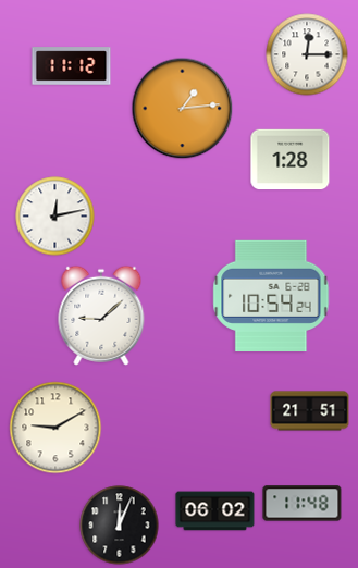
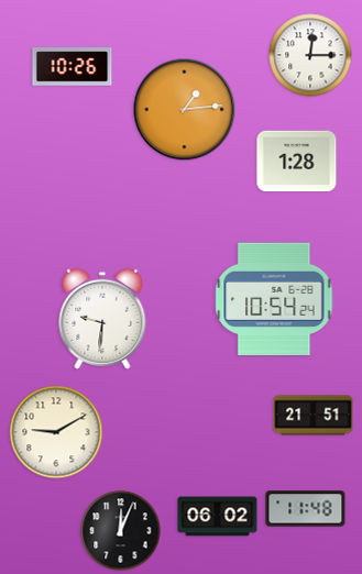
clock at (72, 66): 11:12 -> 10:26
clock at (291, 160) position: (291, 160) -> (297, 162)
clock at (55, 217): 12:13 -> none
clock at (101, 316): 9:08 -> 9:31
